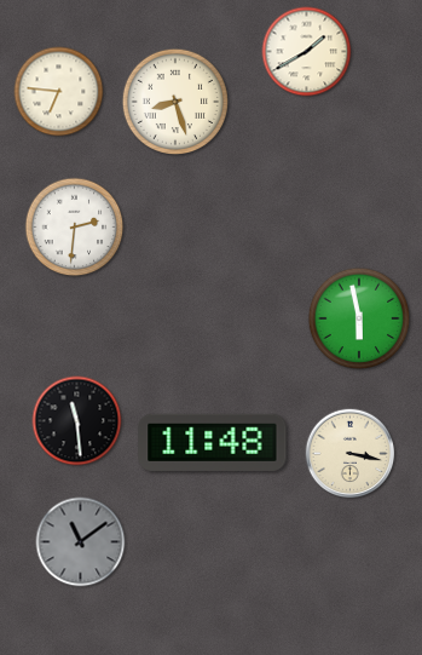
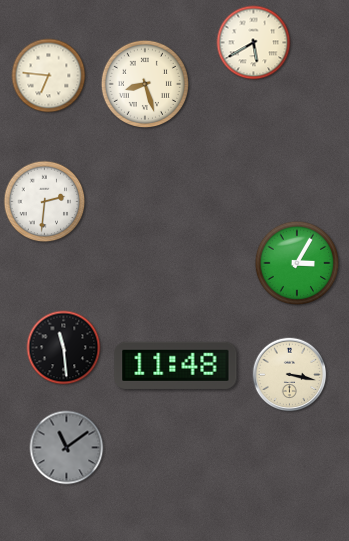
clock at (307, 52): 1:40 -> 5:40
clock at (75, 228) position: (75, 228) -> (45, 202)
clock at (359, 318): 5:58 -> 3:05
